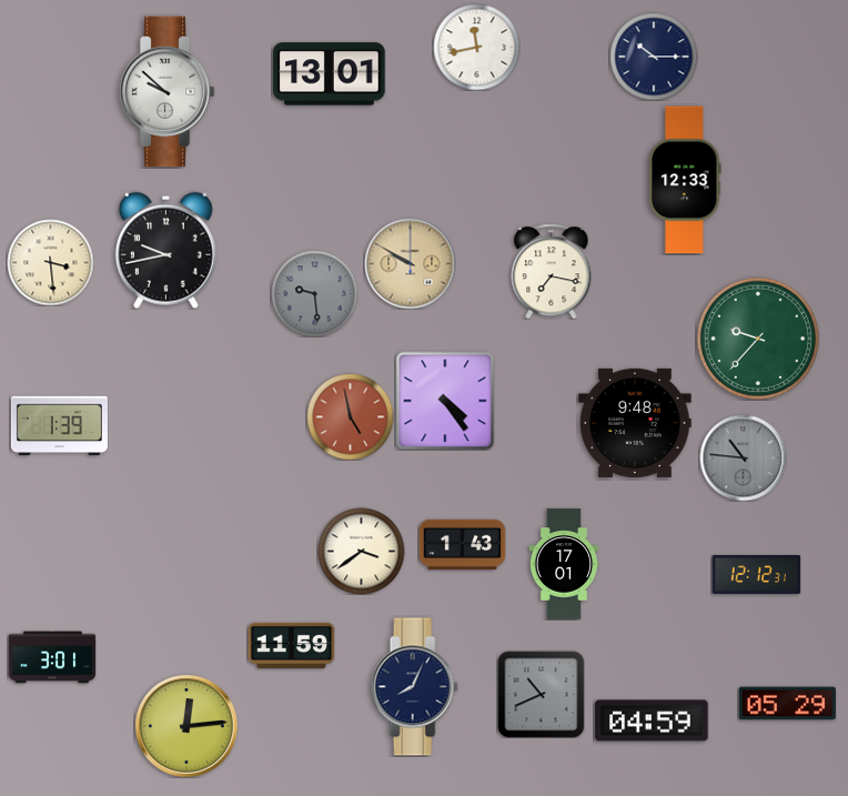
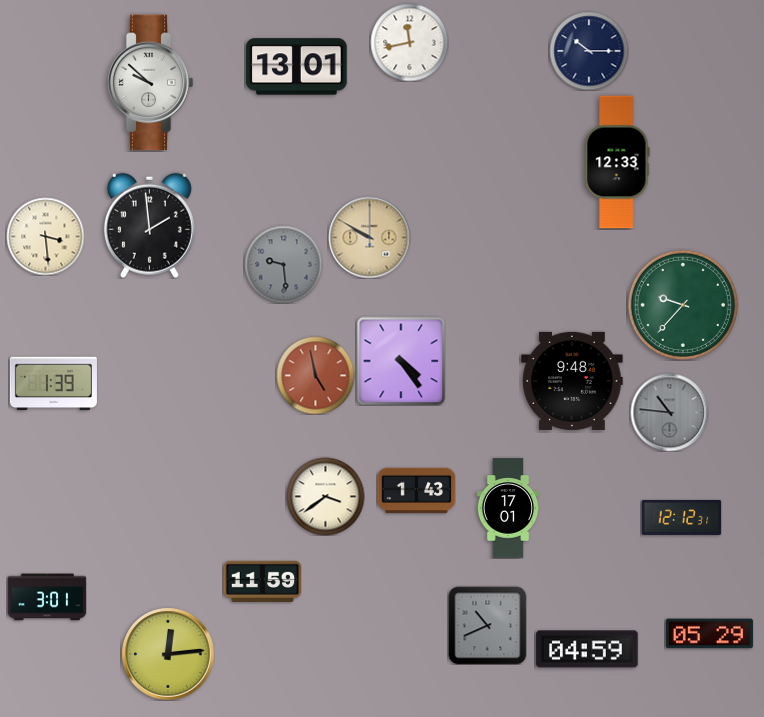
clock at (476, 47) position: (476, 47) -> (409, 42)
clock at (165, 250): 9:43 -> 1:59
clock at (552, 271): 7:17 -> none
clock at (52, 657) position: (52, 657) -> (47, 597)
clock at (414, 687): 8:04 -> none
